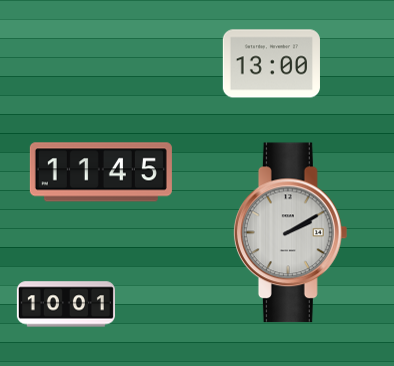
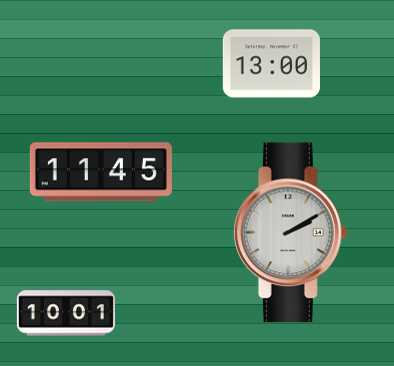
clock at (66, 304) position: (66, 304) -> (66, 313)
